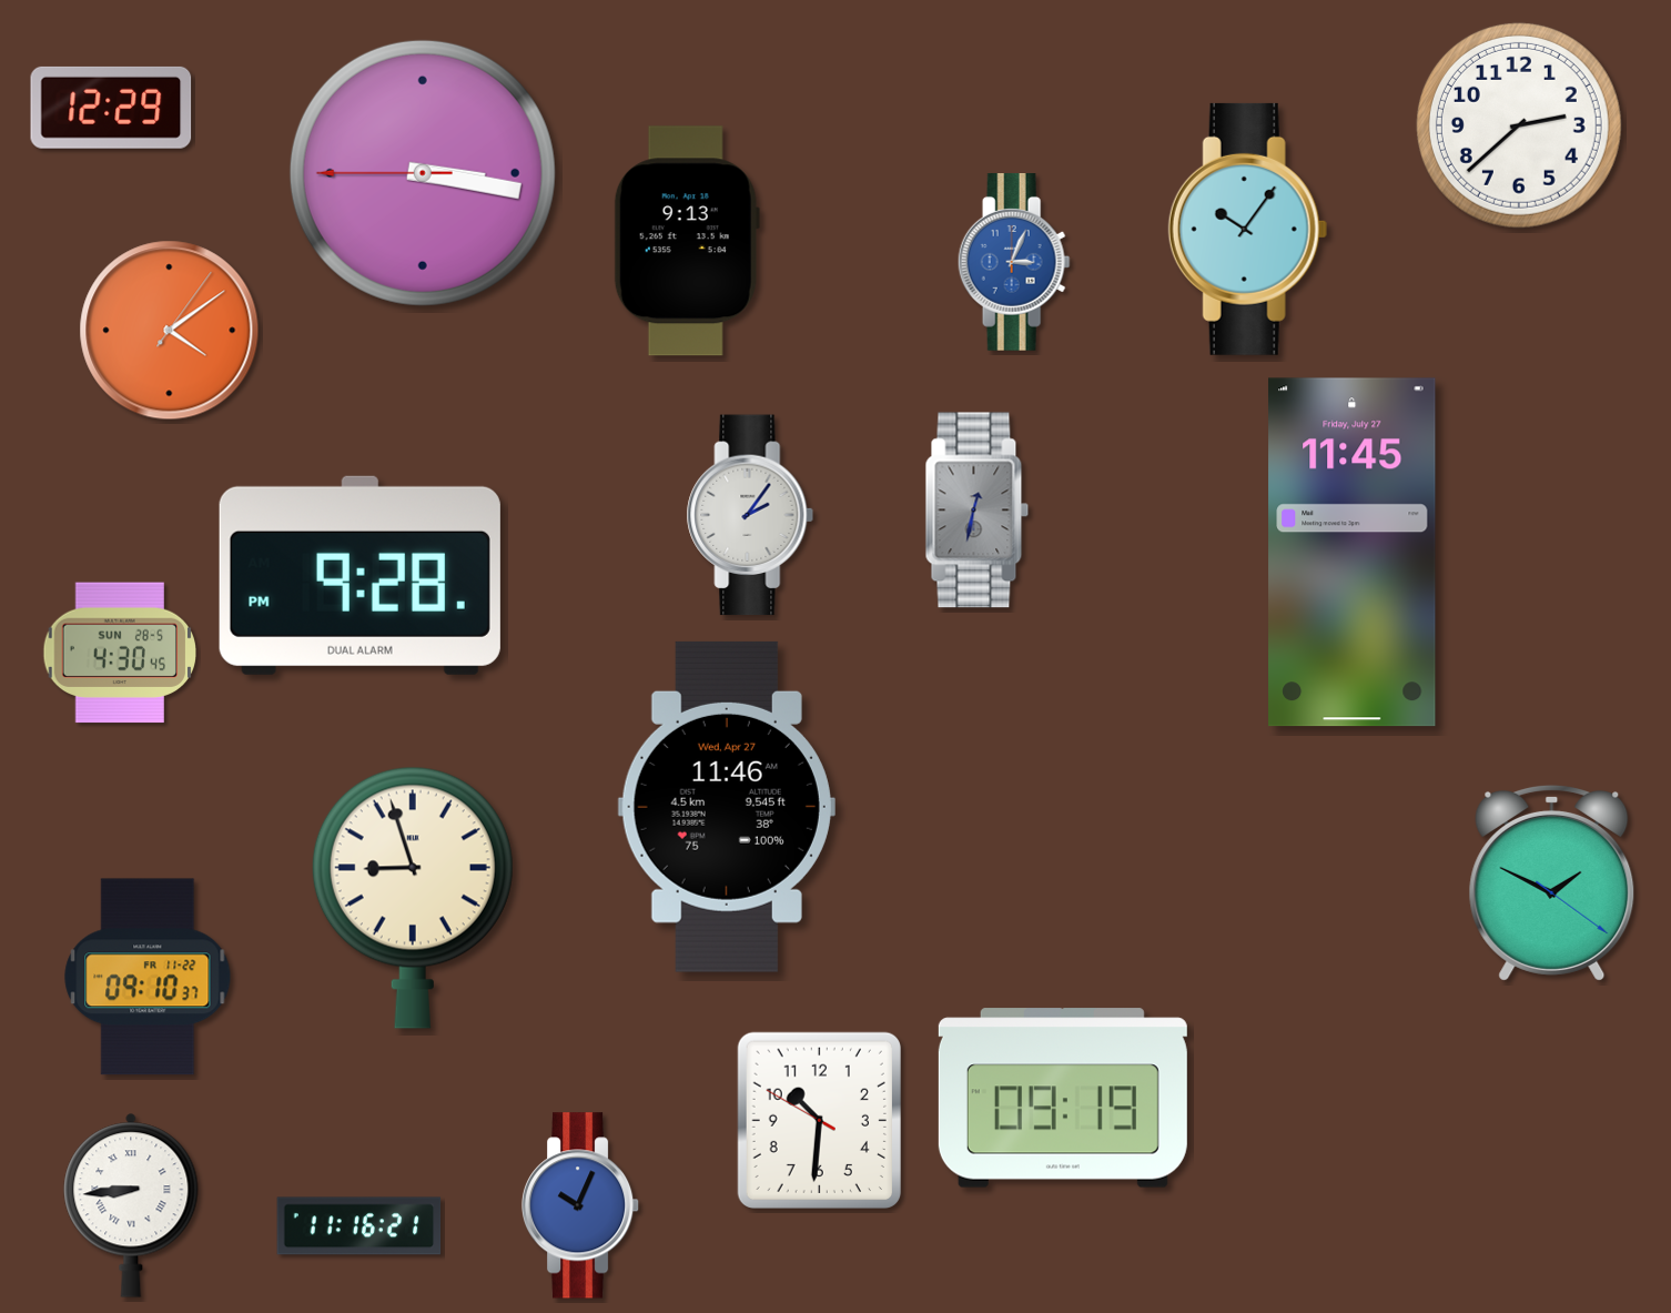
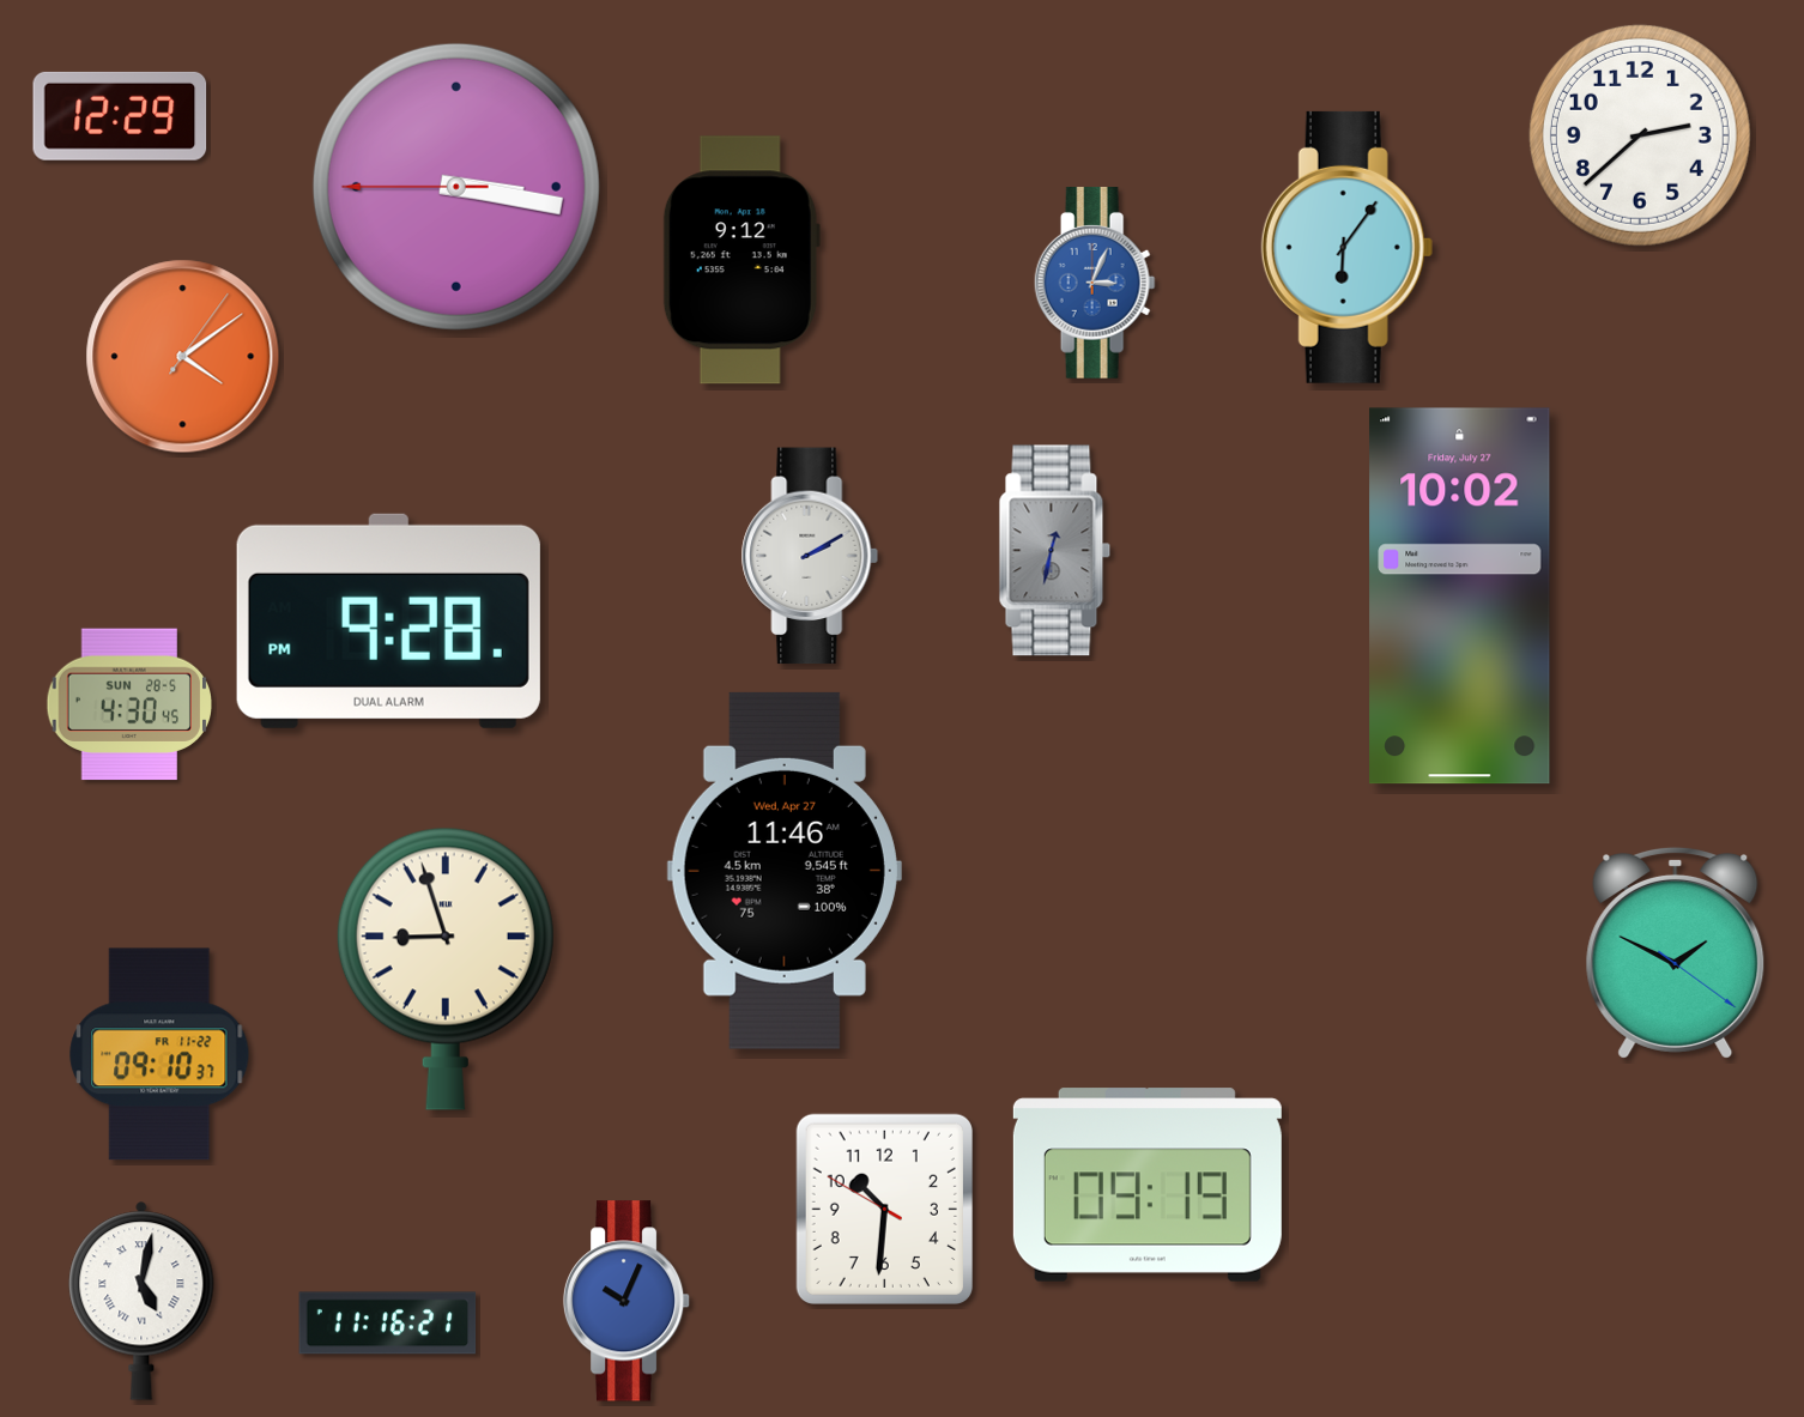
clock at (1247, 229): 10:06 -> 6:06
clock at (687, 241): 9:13 -> 9:12
clock at (750, 515): 2:06 -> 2:10
clock at (1353, 553): 11:45 -> 10:02
clock at (131, 1205): 8:44 -> 5:02
